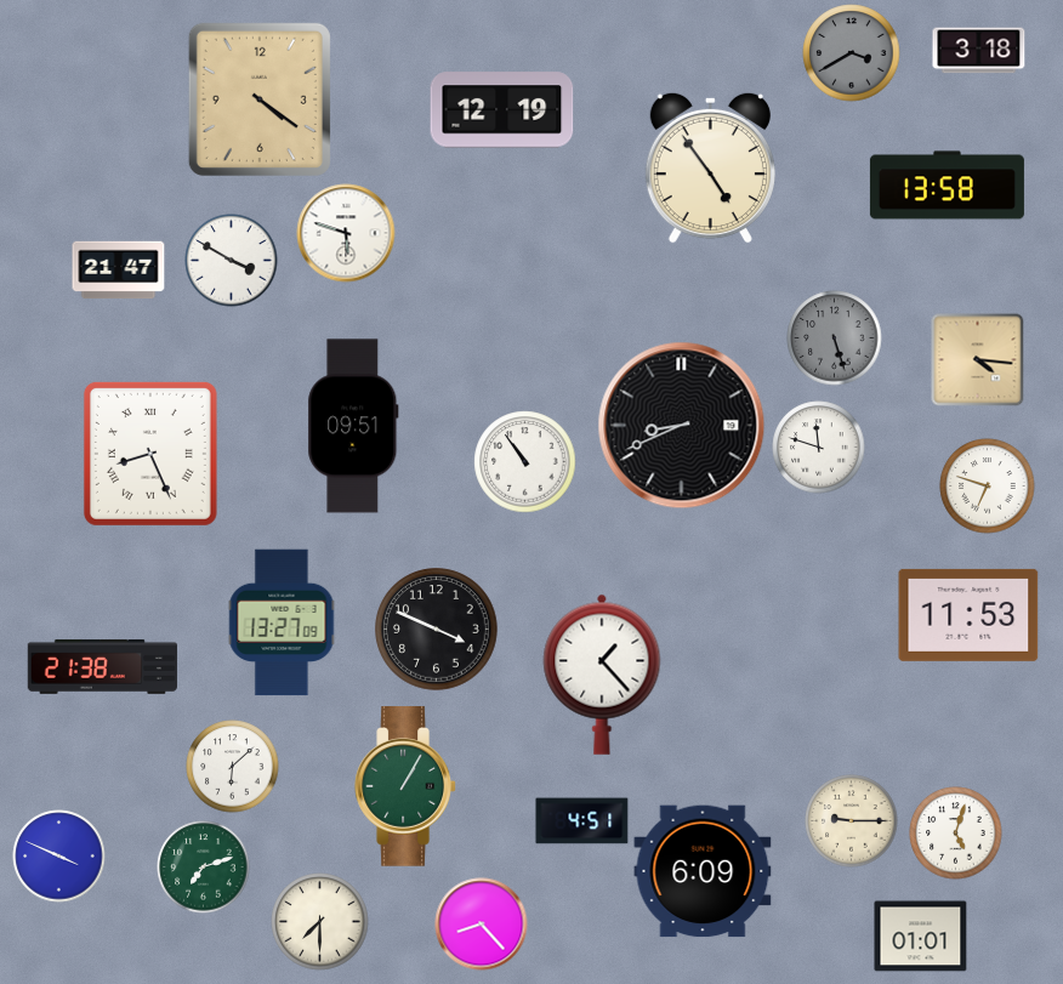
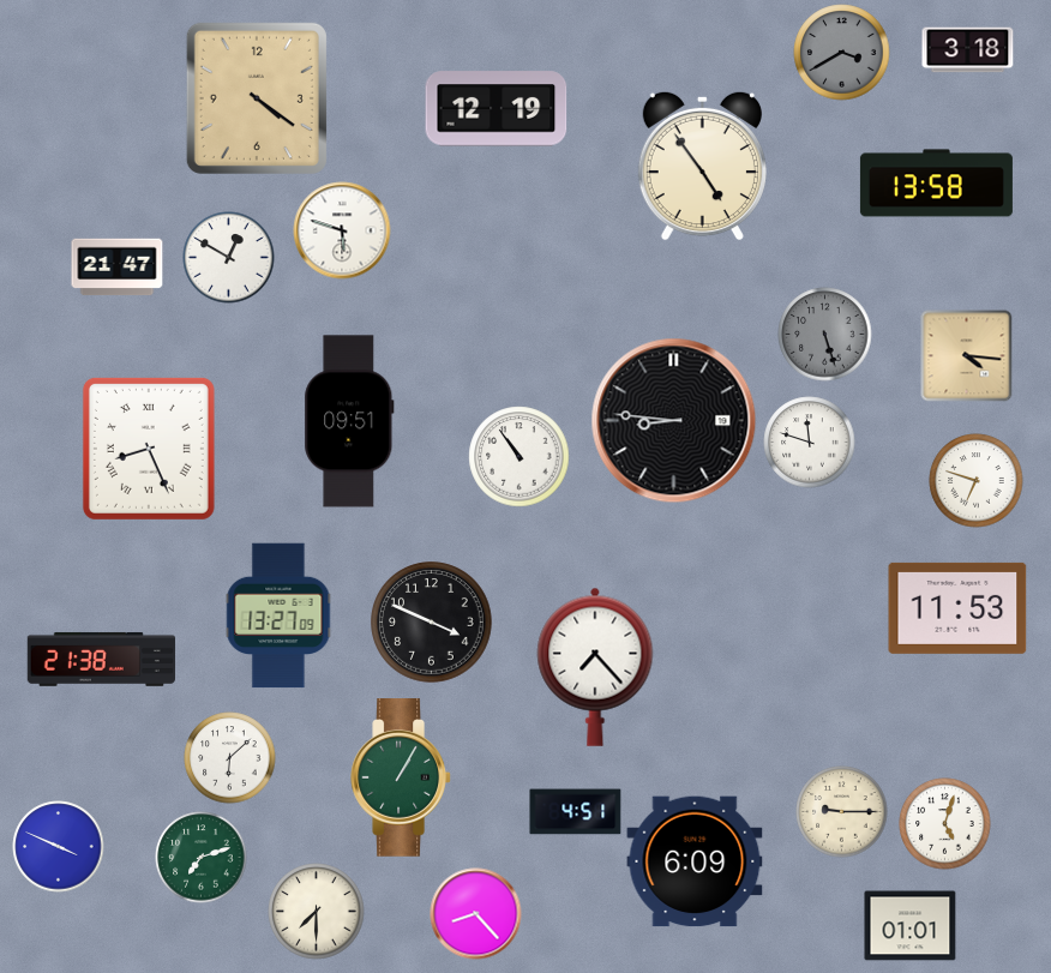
clock at (232, 261): 3:50 -> 12:50
clock at (682, 426): 8:41 -> 8:46
clock at (602, 675): 1:23 -> 7:23
